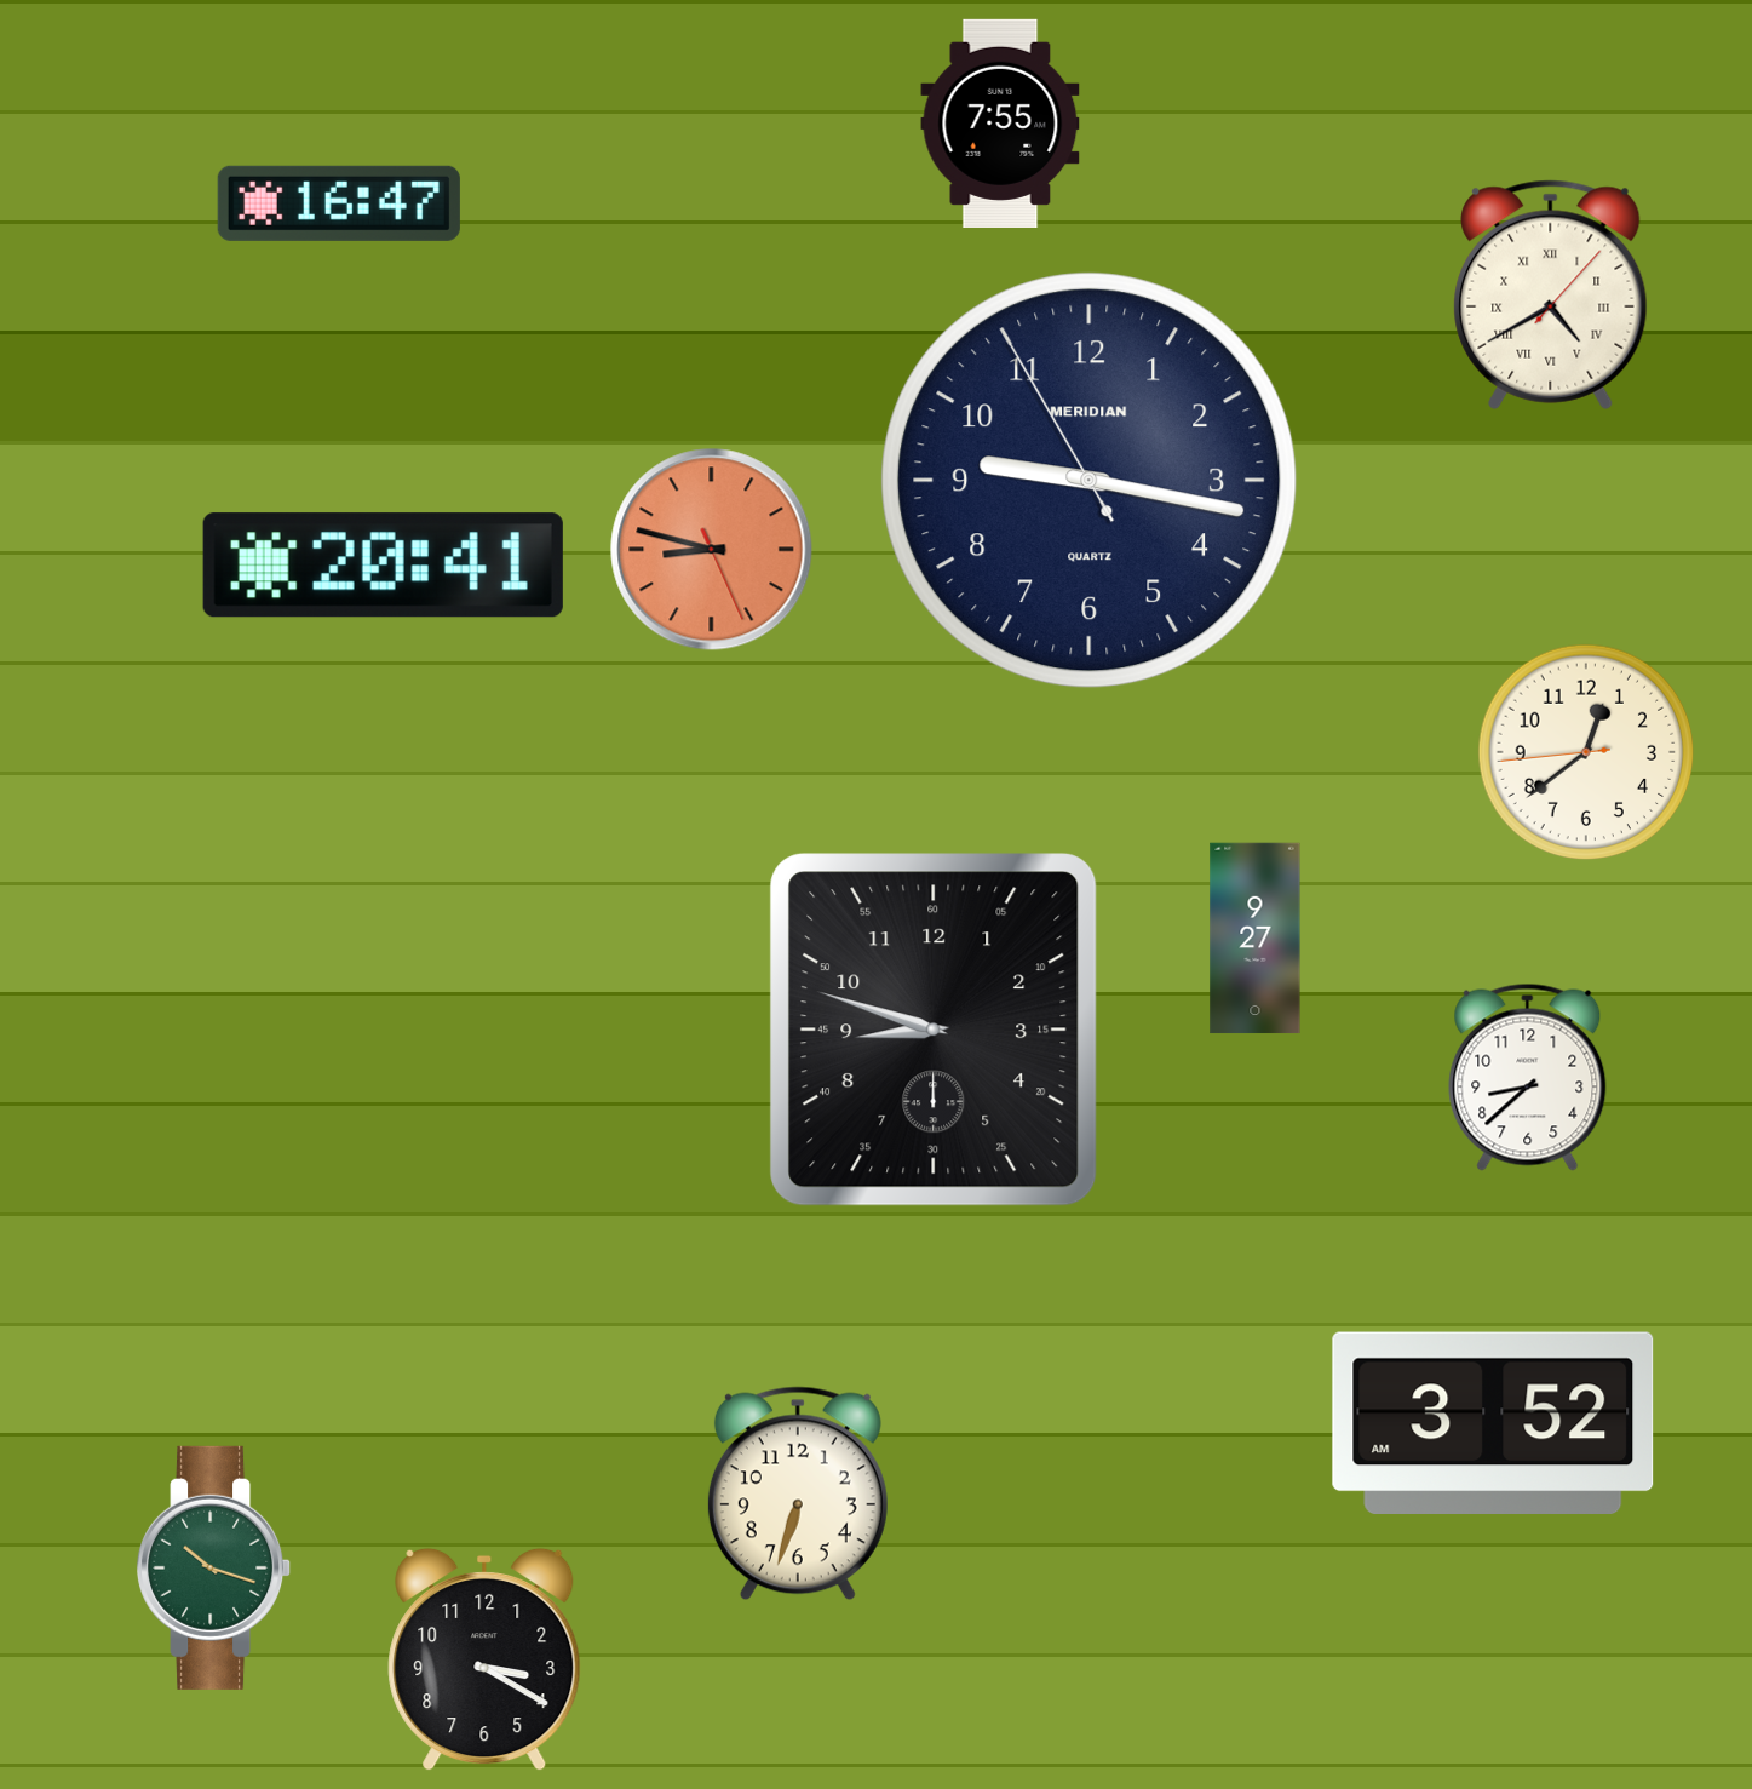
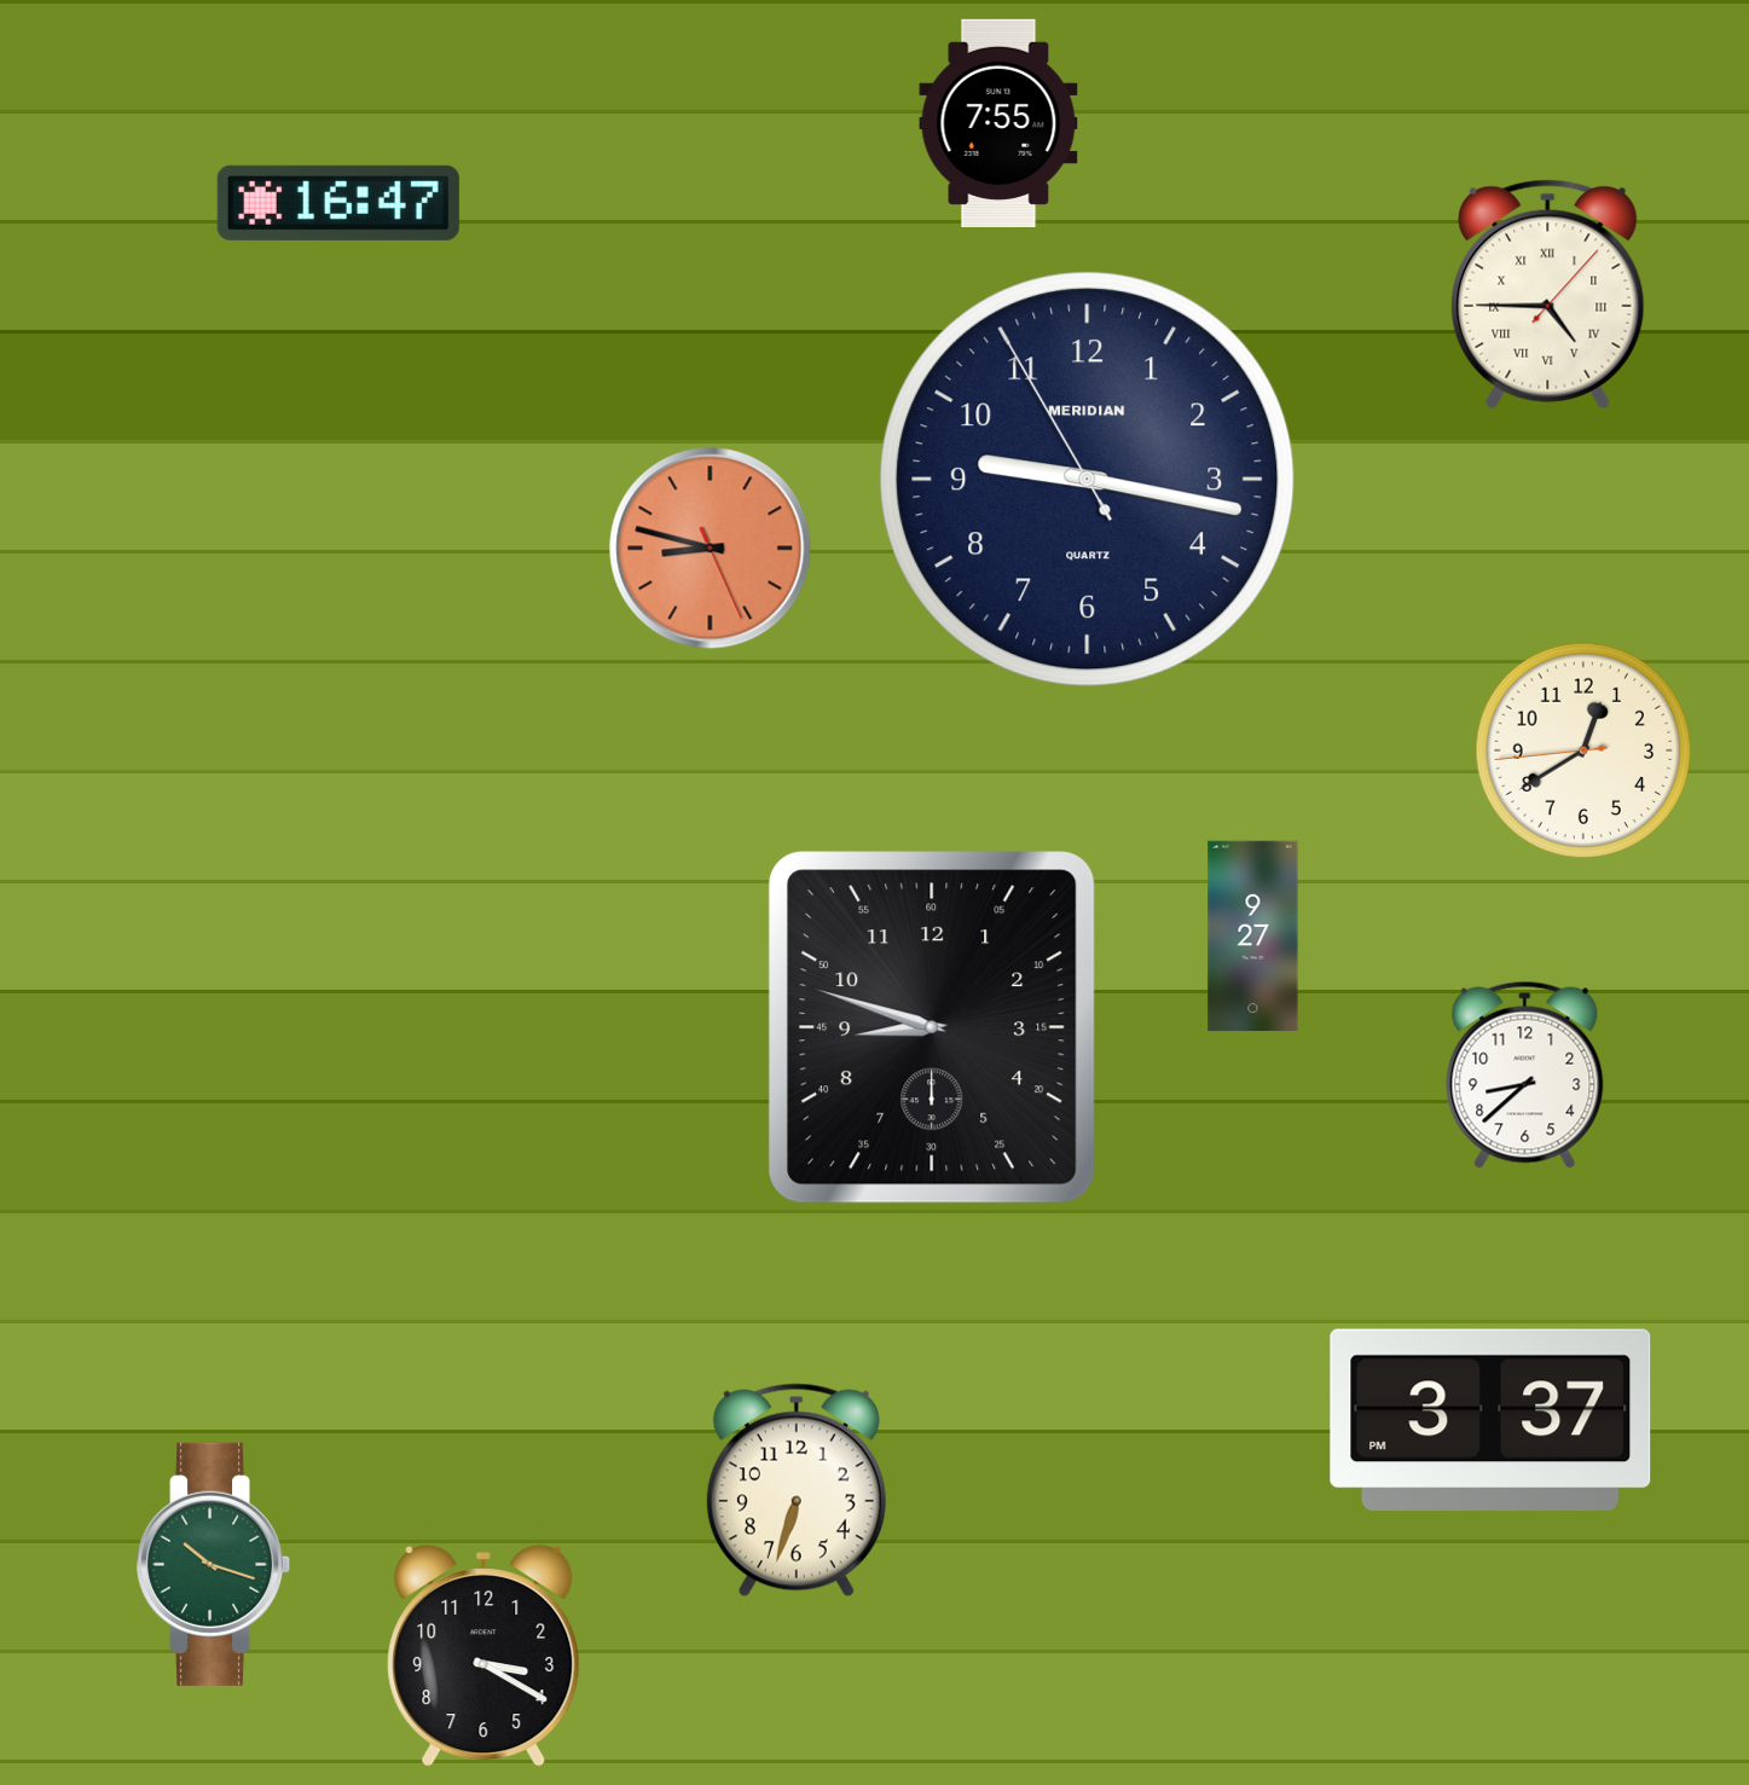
clock at (1551, 294): 4:40 -> 4:45
clock at (383, 566): 20:41 -> none
clock at (1586, 752): 12:38 -> 12:39
clock at (1493, 1422): 3:52 -> 3:37
